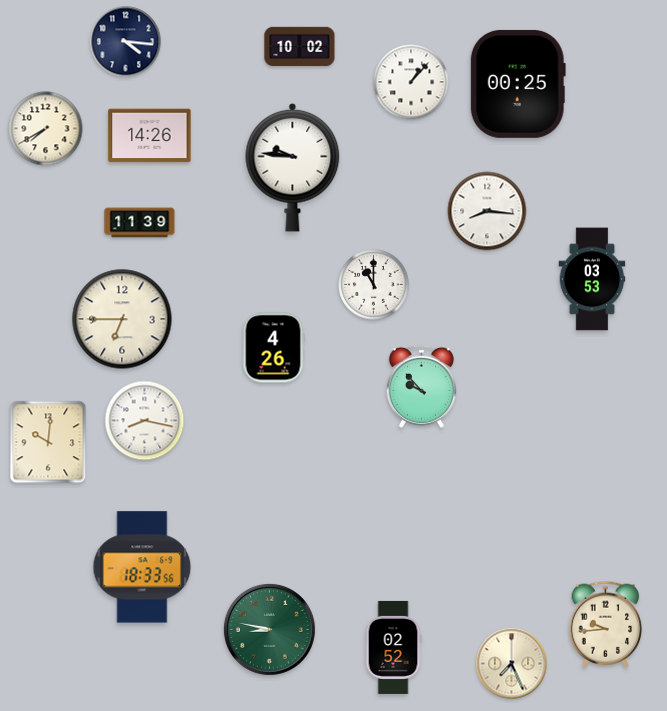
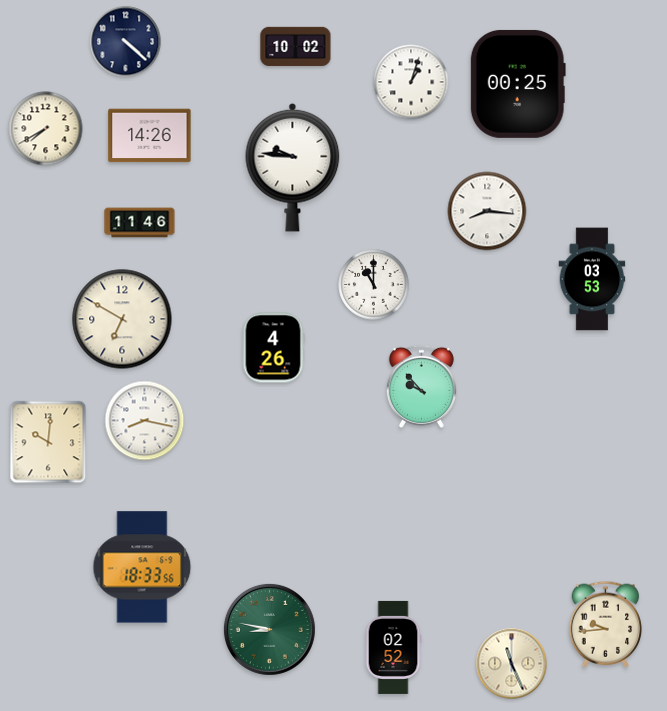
clock at (126, 42): 4:16 -> 4:22
clock at (300, 46) position: (300, 46) -> (296, 46)
clock at (411, 82): 1:07 -> 1:03
clock at (140, 223): 11:39 -> 11:46
clock at (122, 319): 6:45 -> 6:50
clock at (512, 664): 7:26 -> 11:26
